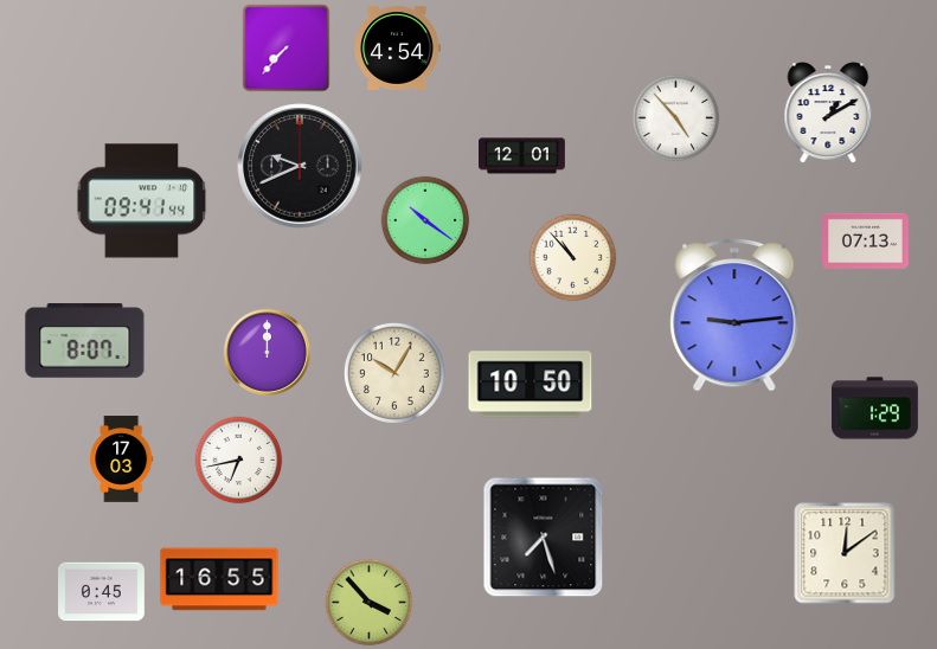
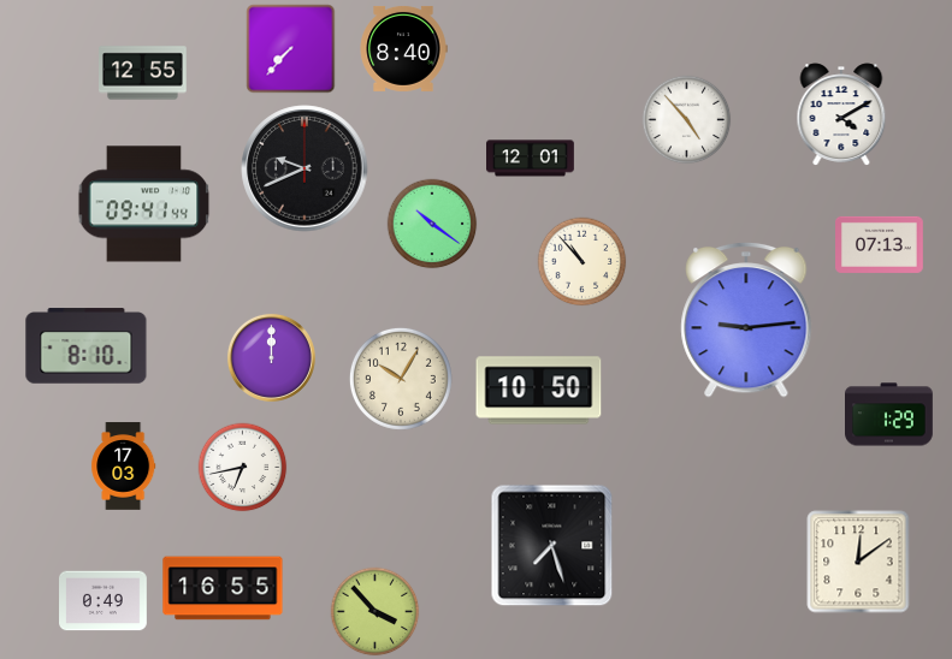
clock at (397, 47): 4:54 -> 8:40
clock at (143, 73): none -> 12:55
clock at (828, 113): 1:10 -> 4:10
clock at (85, 341): 8:07 -> 8:10
clock at (102, 592): 0:45 -> 0:49
